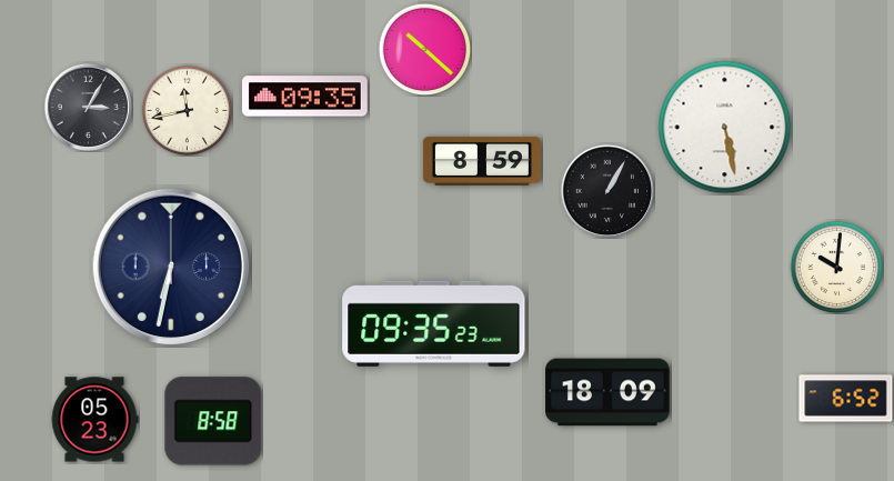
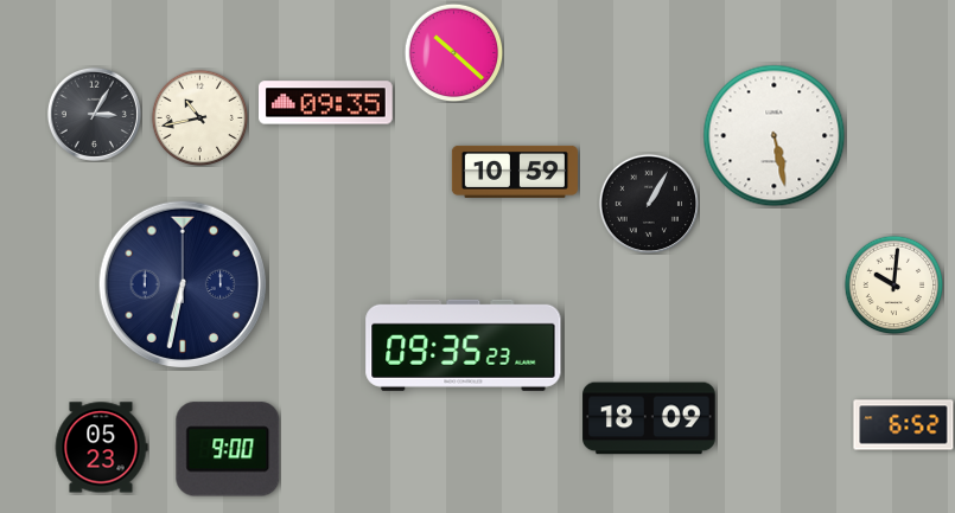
clock at (187, 110): 11:43 -> 10:43
clock at (482, 161): 8:59 -> 10:59
clock at (213, 421): 8:58 -> 9:00
